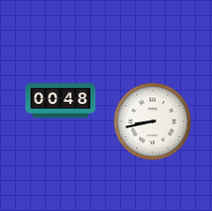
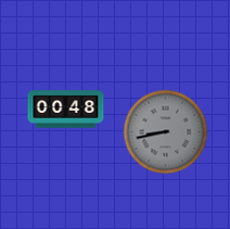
clock at (153, 122) dial: white -> grey
